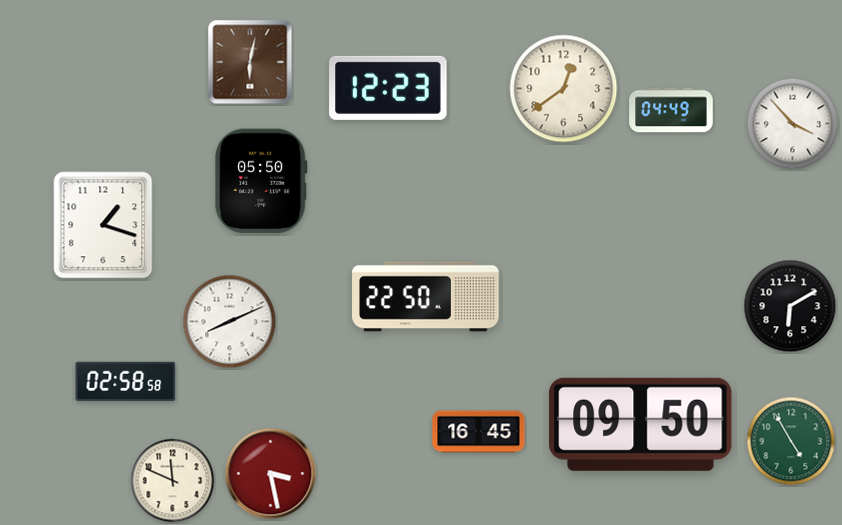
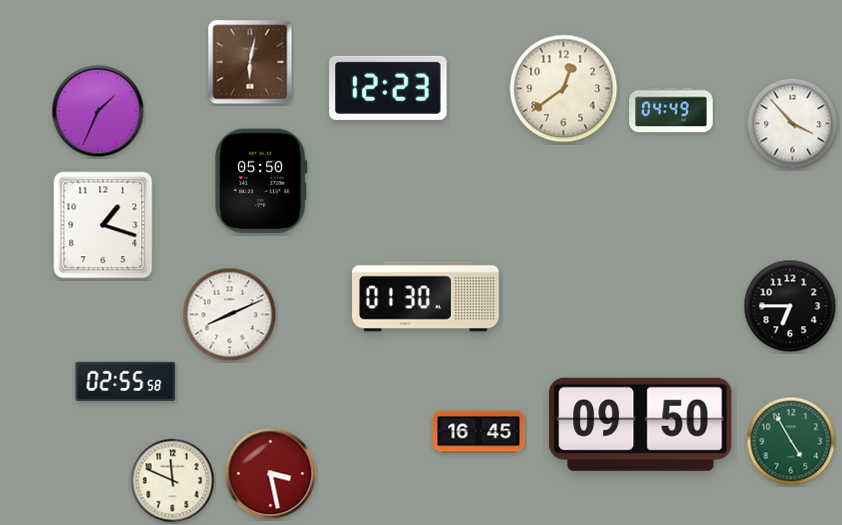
clock at (98, 111): none -> 1:34
clock at (426, 297): 22:50 -> 01:30
clock at (790, 306): 6:10 -> 6:45
clock at (230, 322) position: (230, 322) -> (230, 315)
clock at (126, 381): 02:58 -> 02:55
